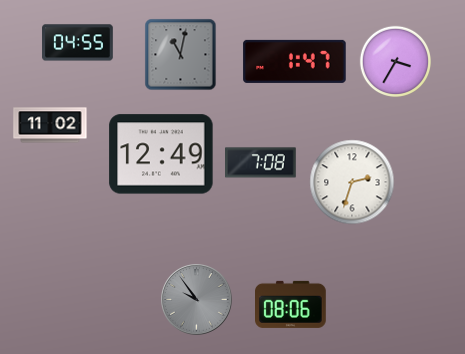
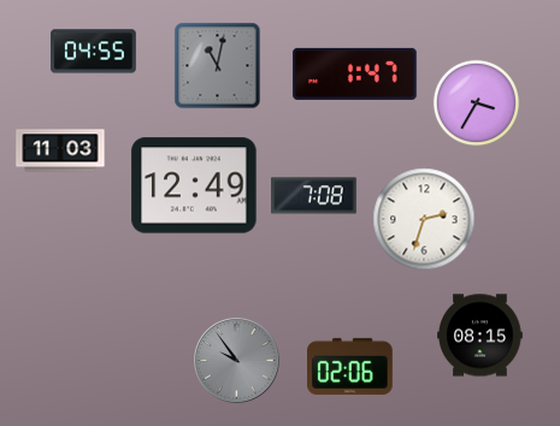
clock at (396, 62) position: (396, 62) -> (477, 103)
clock at (50, 125): 11:02 -> 11:03
clock at (481, 336): none -> 08:15
clock at (291, 304): 08:06 -> 02:06
